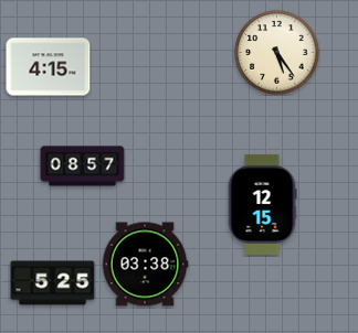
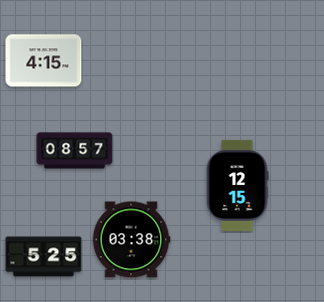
clock at (277, 53): 5:24 -> none
clock at (53, 283) position: (53, 283) -> (44, 257)
